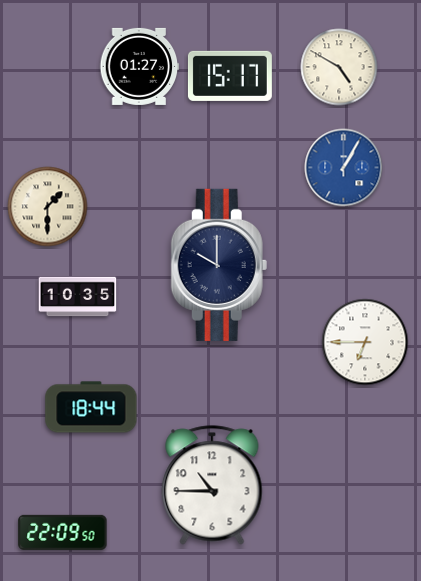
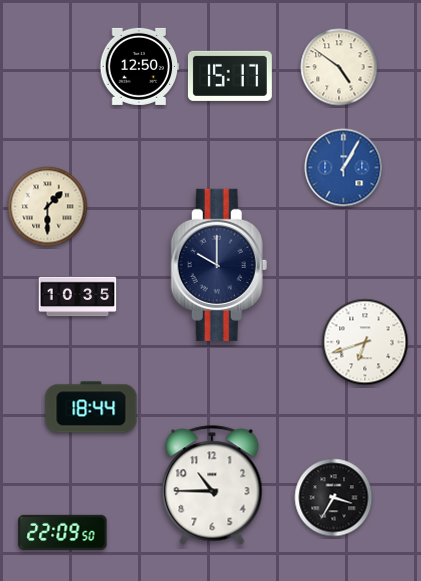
clock at (140, 66): 01:27 -> 12:50
clock at (339, 67): 4:50 -> 4:51
clock at (365, 342): 6:45 -> 6:42
clock at (334, 498): none -> 3:35
